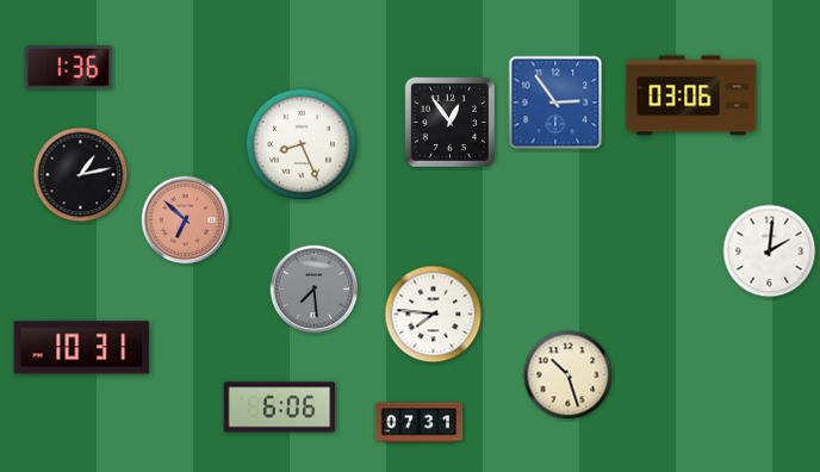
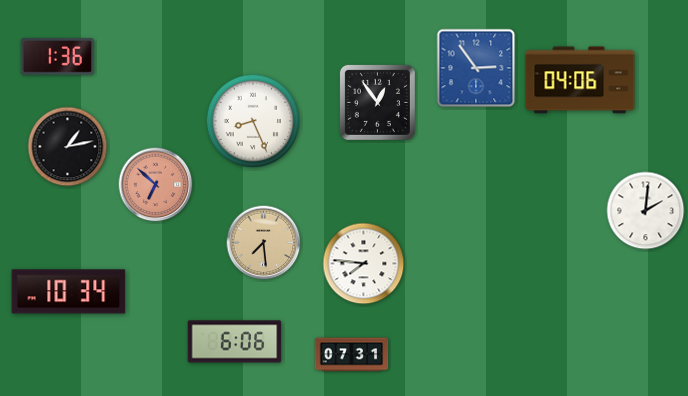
clock at (691, 95): 03:06 -> 04:06
clock at (555, 103) position: (555, 103) -> (476, 68)
clock at (315, 290) dial: grey -> champagne
clock at (82, 348): 10:31 -> 10:34
clock at (569, 375): 10:27 -> none
